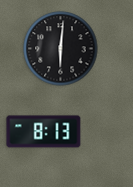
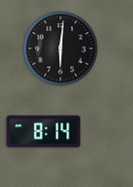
clock at (44, 132): 8:13 -> 8:14
